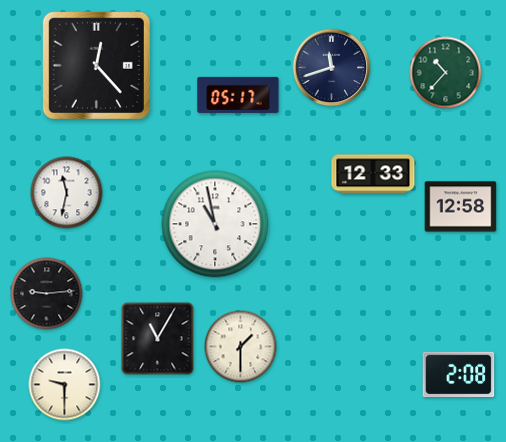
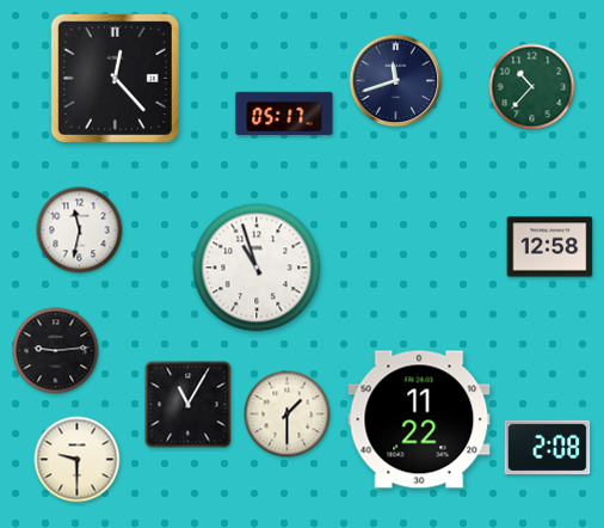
clock at (373, 174): 12:33 -> none
clock at (215, 224): 10:58 -> 10:57
clock at (419, 419): none -> 11:22
